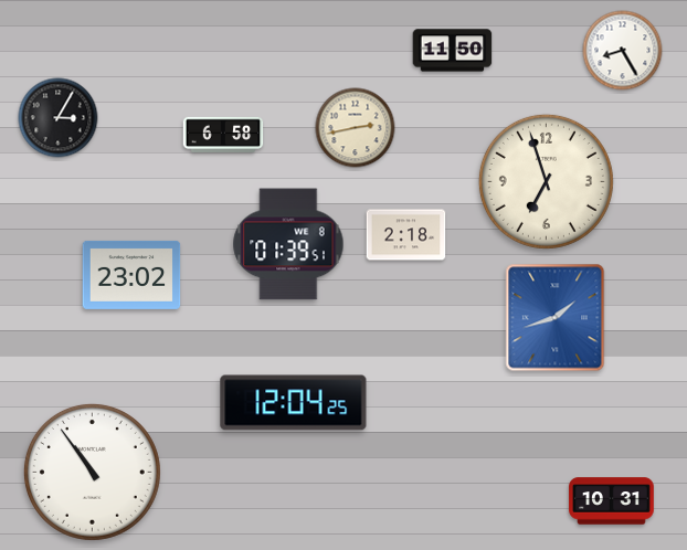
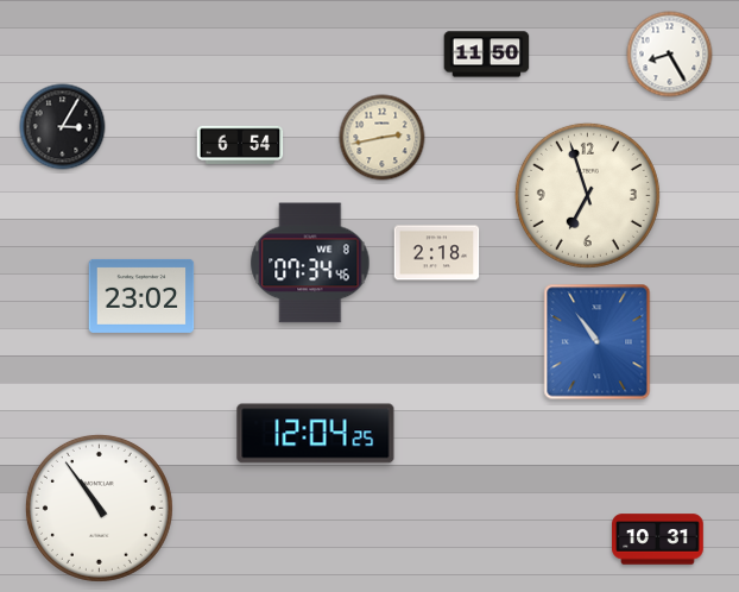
clock at (223, 135): 6:58 -> 6:54
clock at (288, 244): 01:39 -> 07:34
clock at (556, 318): 1:42 -> 10:54
